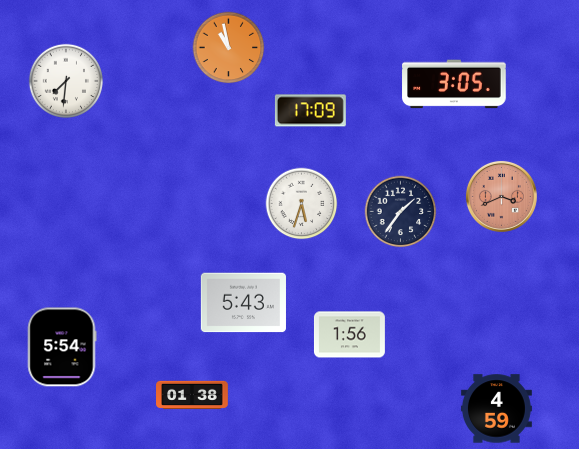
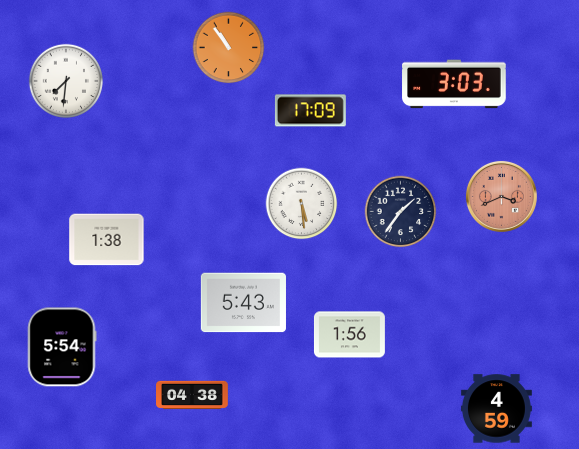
clock at (229, 48): 10:58 -> 10:54
clock at (454, 84): 3:05 -> 3:03
clock at (302, 204): 5:33 -> 5:29
clock at (107, 240): none -> 1:38
clock at (192, 395): 01:38 -> 04:38
